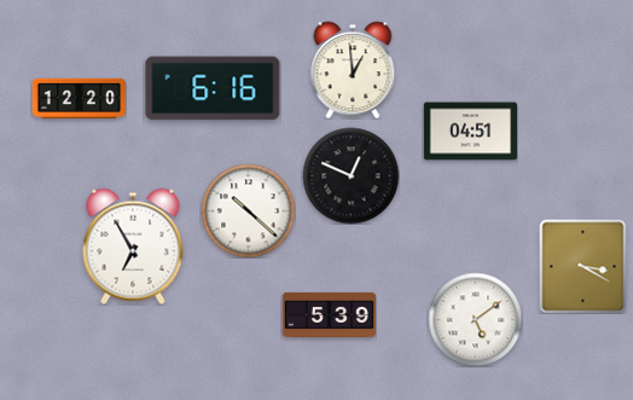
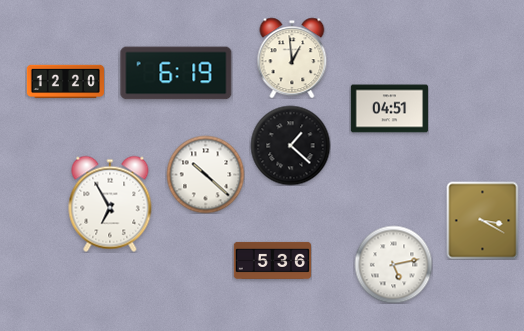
clock at (213, 88): 6:16 -> 6:19
clock at (350, 175): 12:49 -> 1:22
clock at (329, 314): 5:39 -> 5:36
clock at (475, 319): 5:09 -> 5:13
